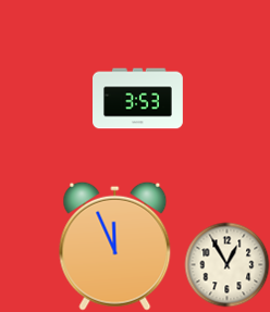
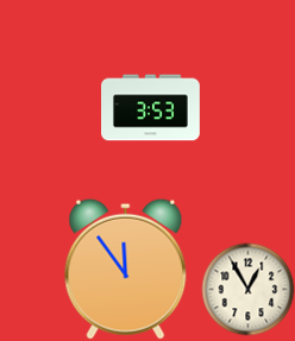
clock at (115, 246): 11:56 -> 11:54
